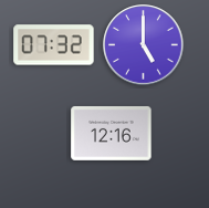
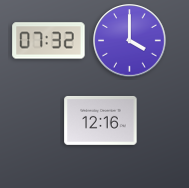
clock at (144, 45): 5:00 -> 4:00
